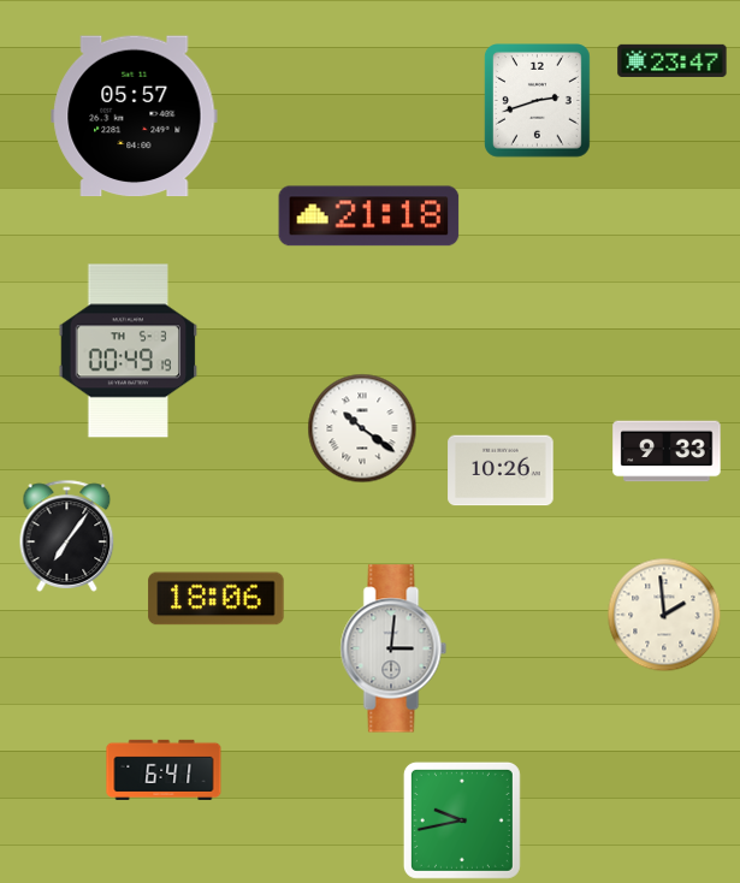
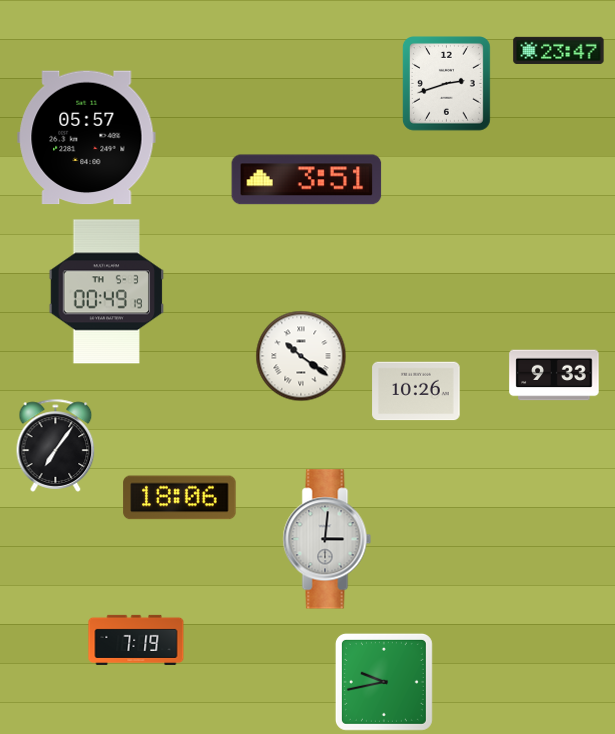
clock at (135, 117) position: (135, 117) -> (87, 138)
clock at (369, 217): 21:18 -> 3:51
clock at (664, 615): 1:59 -> none
clock at (164, 770): 6:41 -> 7:19
